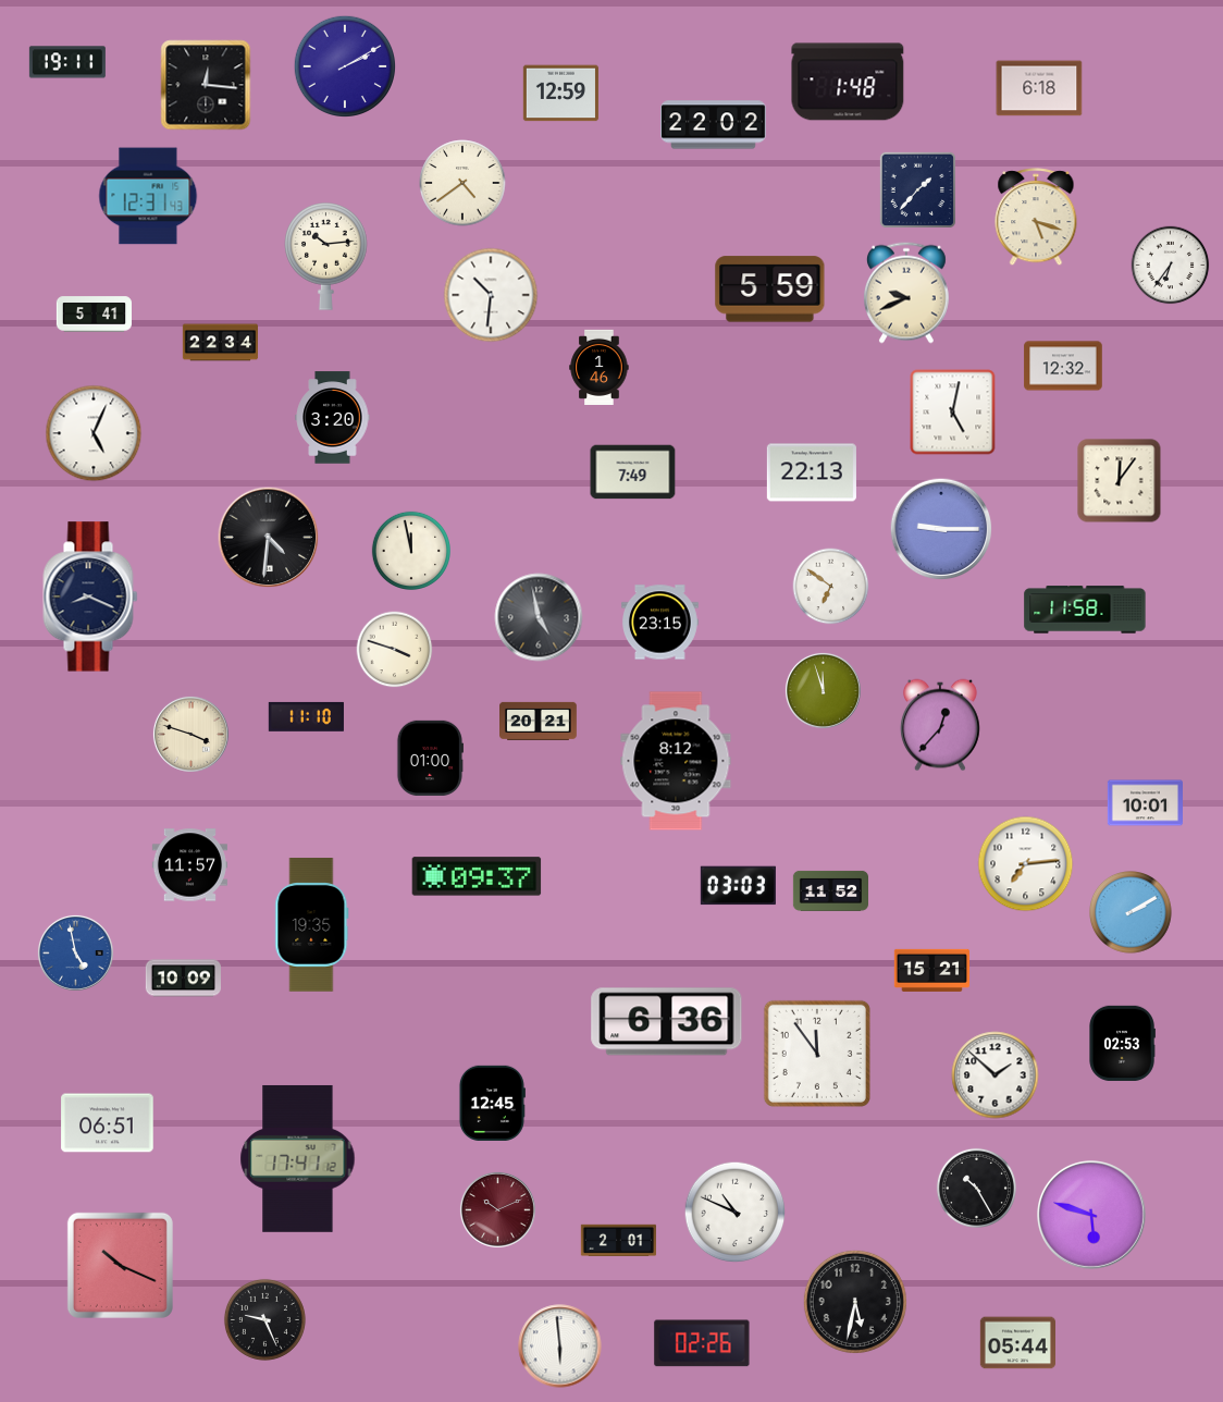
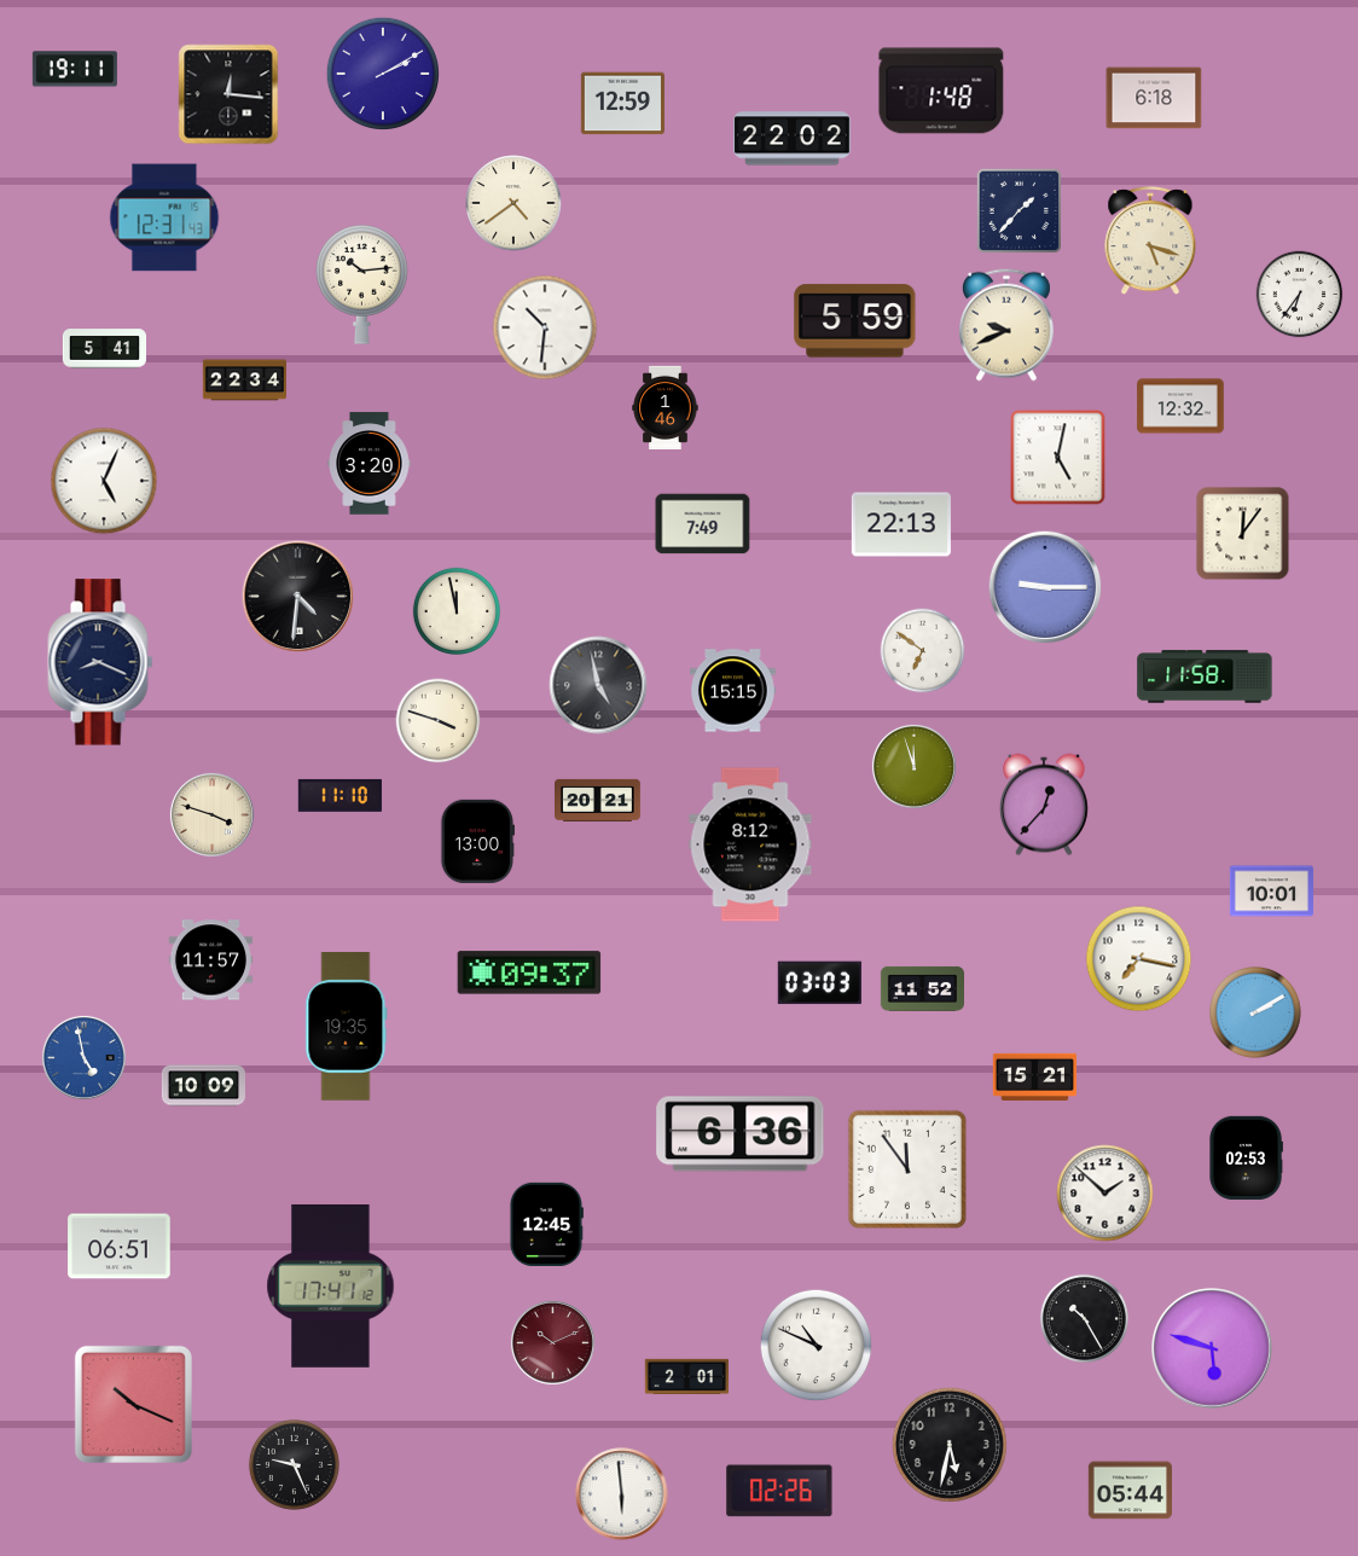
clock at (660, 623): 23:15 -> 15:15
clock at (429, 758): 01:00 -> 13:00
clock at (1026, 864): 7:14 -> 7:17
